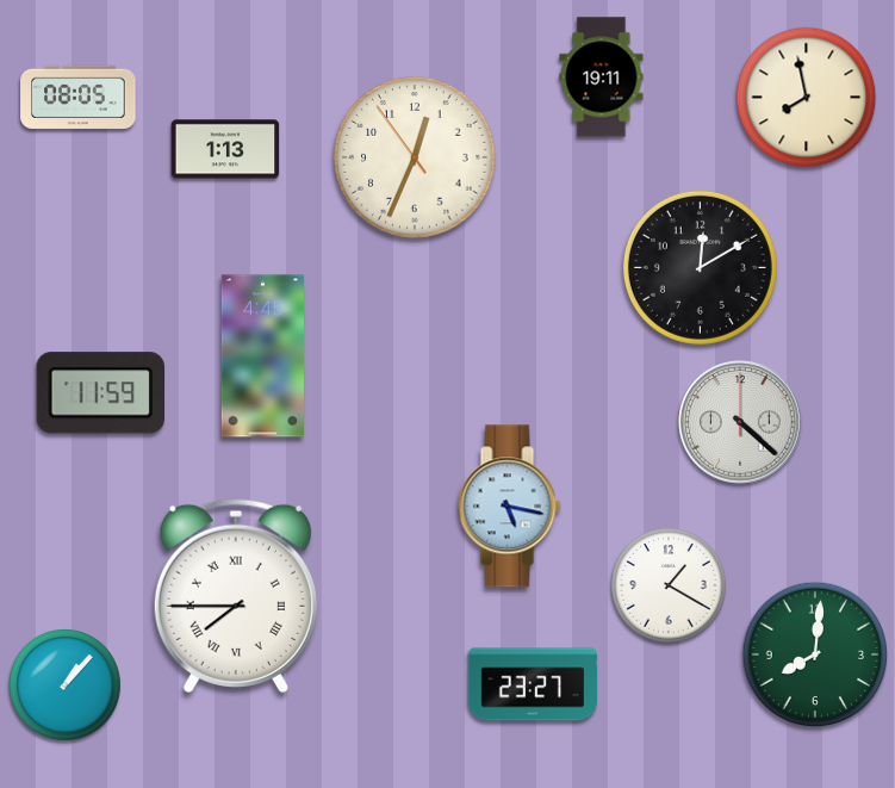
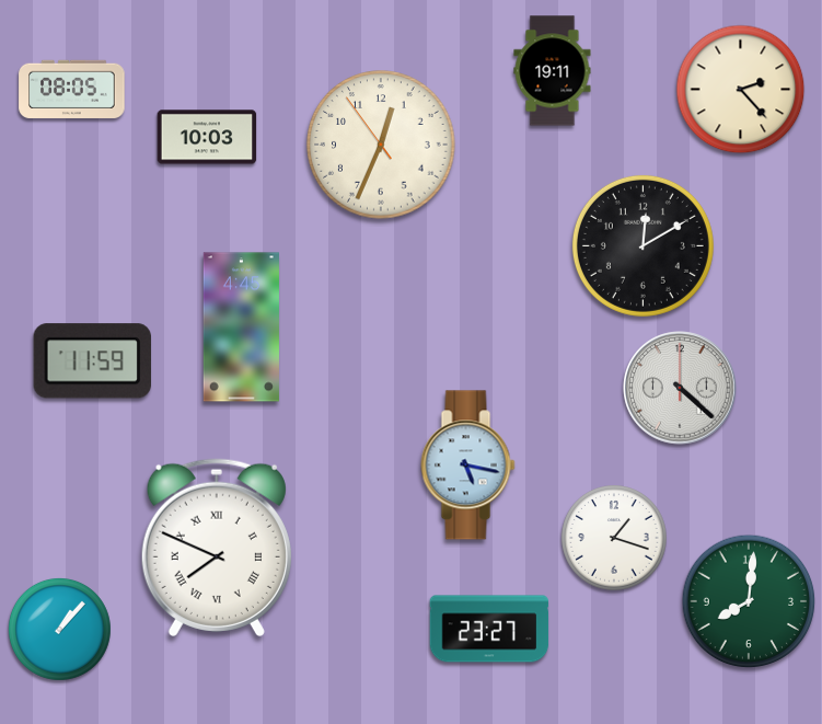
clock at (807, 98): 7:58 -> 2:23
clock at (225, 149): 1:13 -> 10:03
clock at (669, 585): 1:20 -> 1:18
clock at (236, 596): 7:45 -> 7:49
